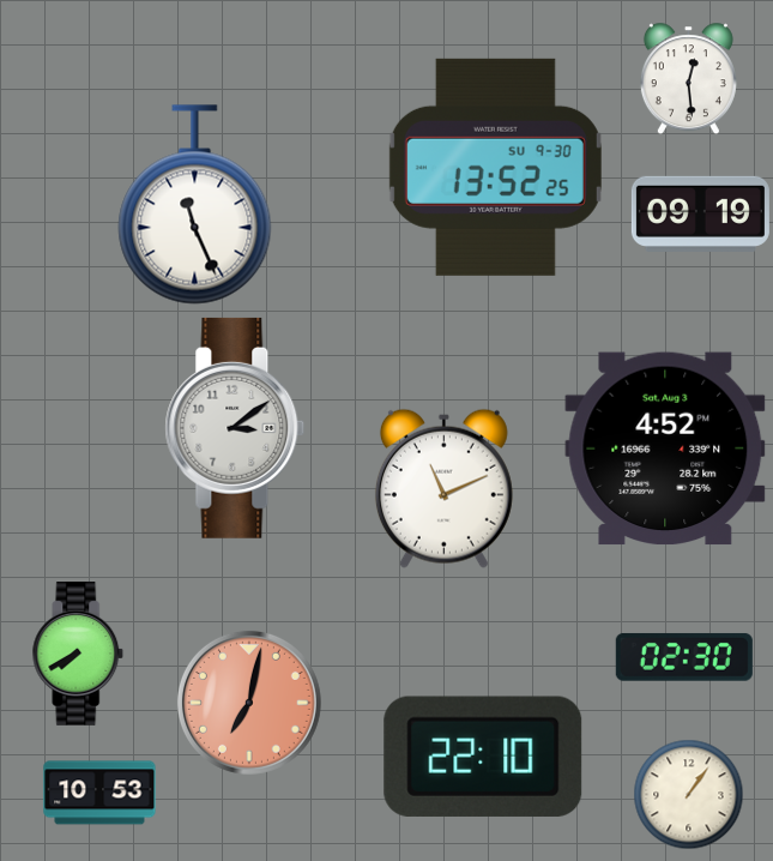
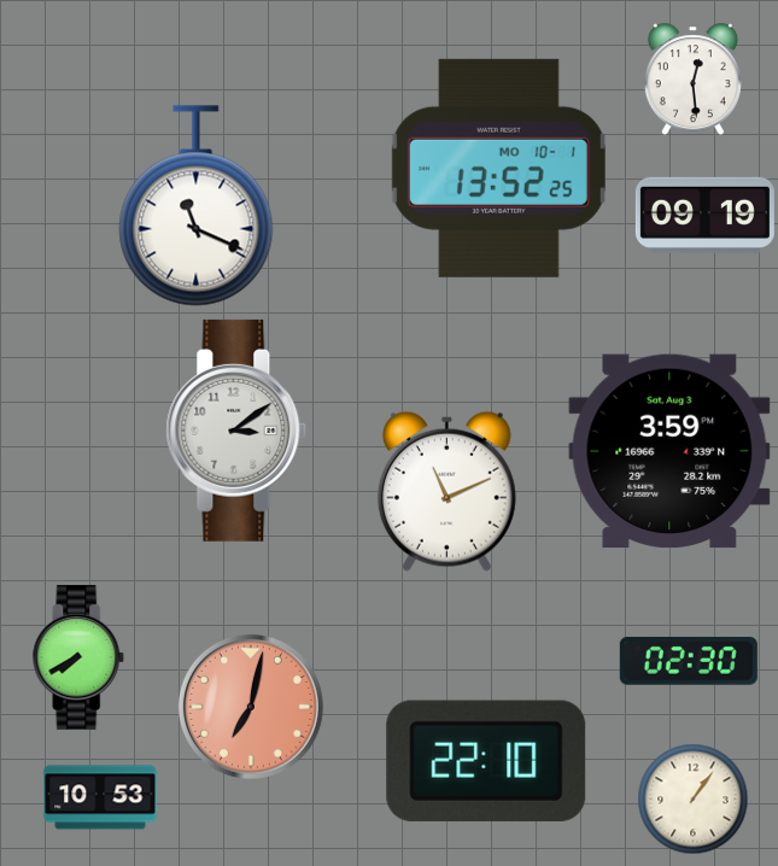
clock at (495, 167) date: SU 9-30 -> MO 10-1
clock at (195, 205): 11:26 -> 11:19
clock at (665, 448): 4:52 -> 3:59
